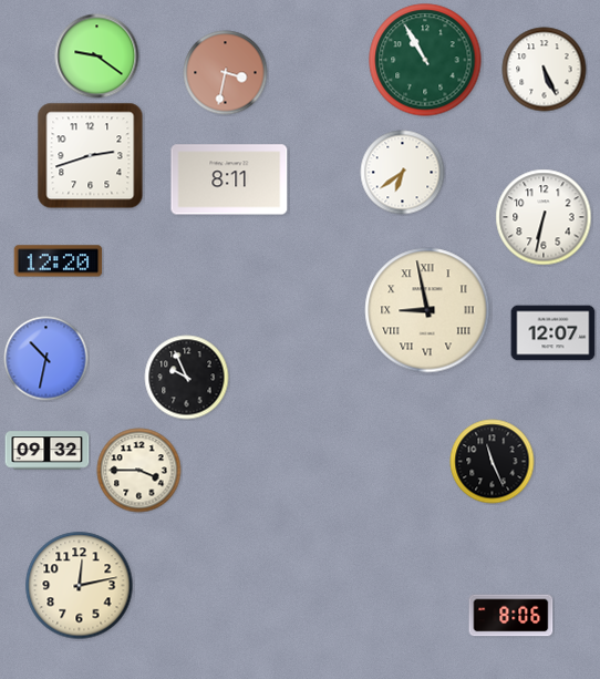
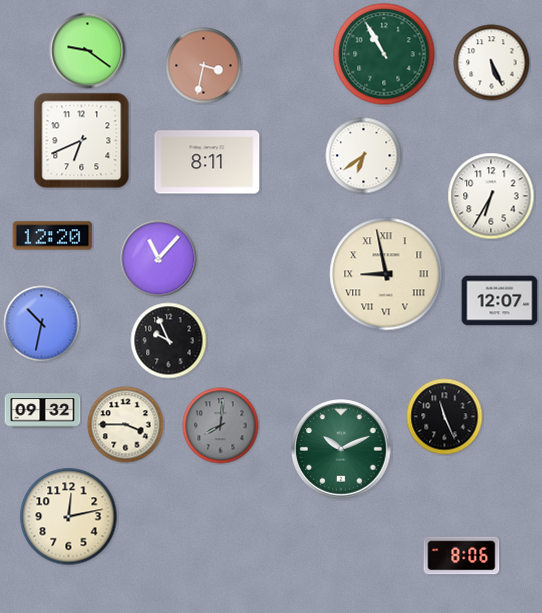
clock at (91, 156): 2:42 -> 6:41
clock at (544, 217): 6:32 -> 6:35
clock at (159, 259): none -> 11:07
clock at (427, 310) position: (427, 310) -> (386, 274)
clock at (48, 451) position: (48, 451) -> (43, 411)
clock at (221, 426): none -> 8:01
clock at (341, 449): none -> 10:11
clock at (80, 586) position: (80, 586) -> (69, 517)
